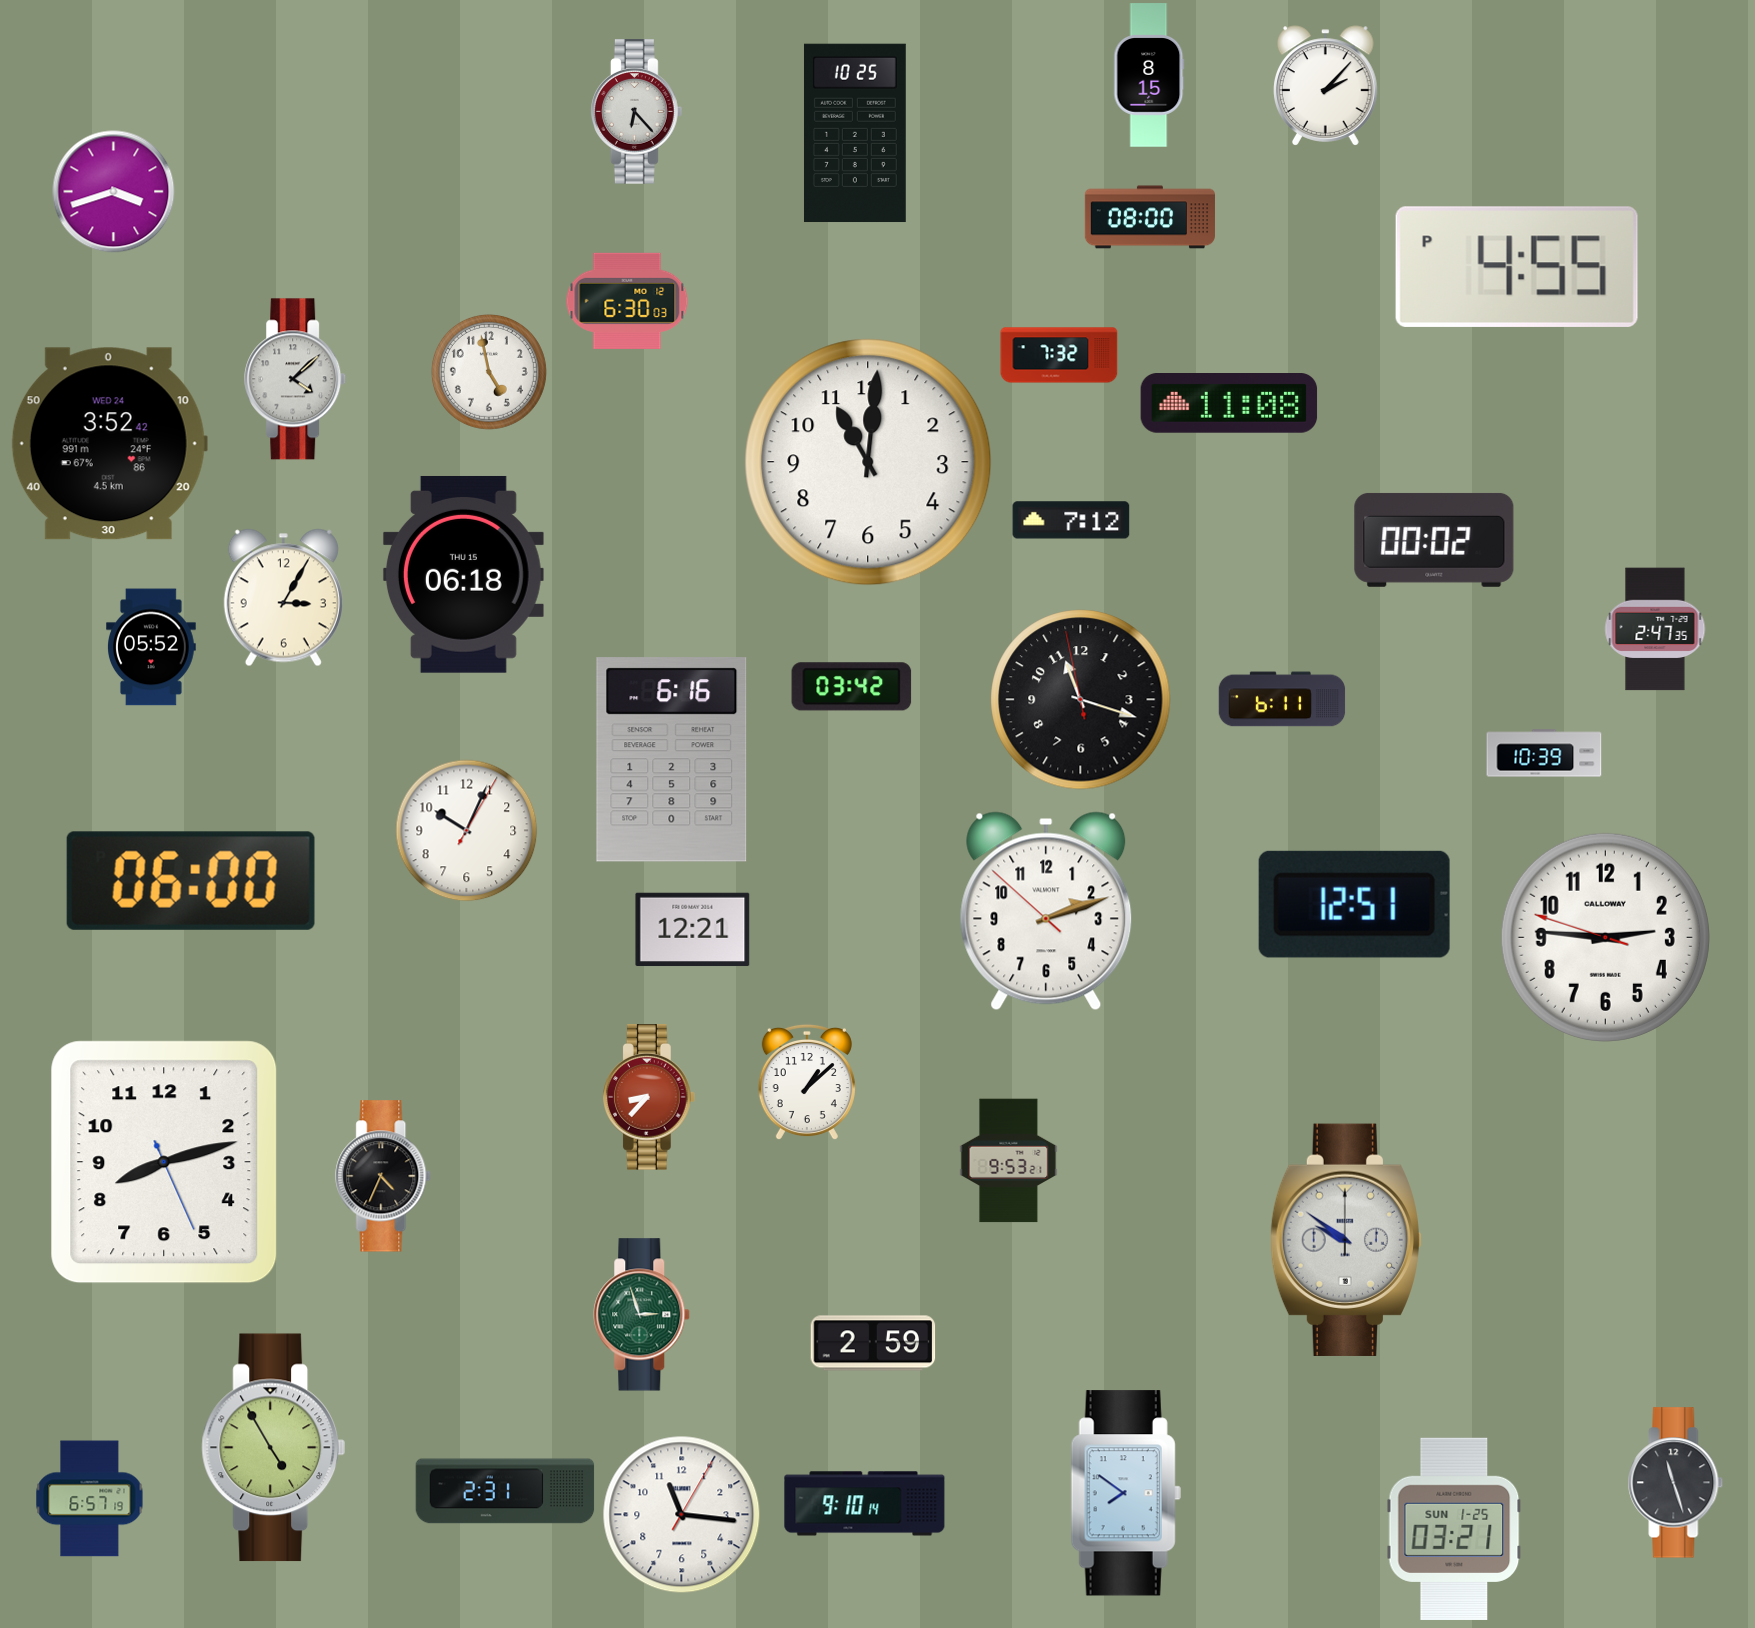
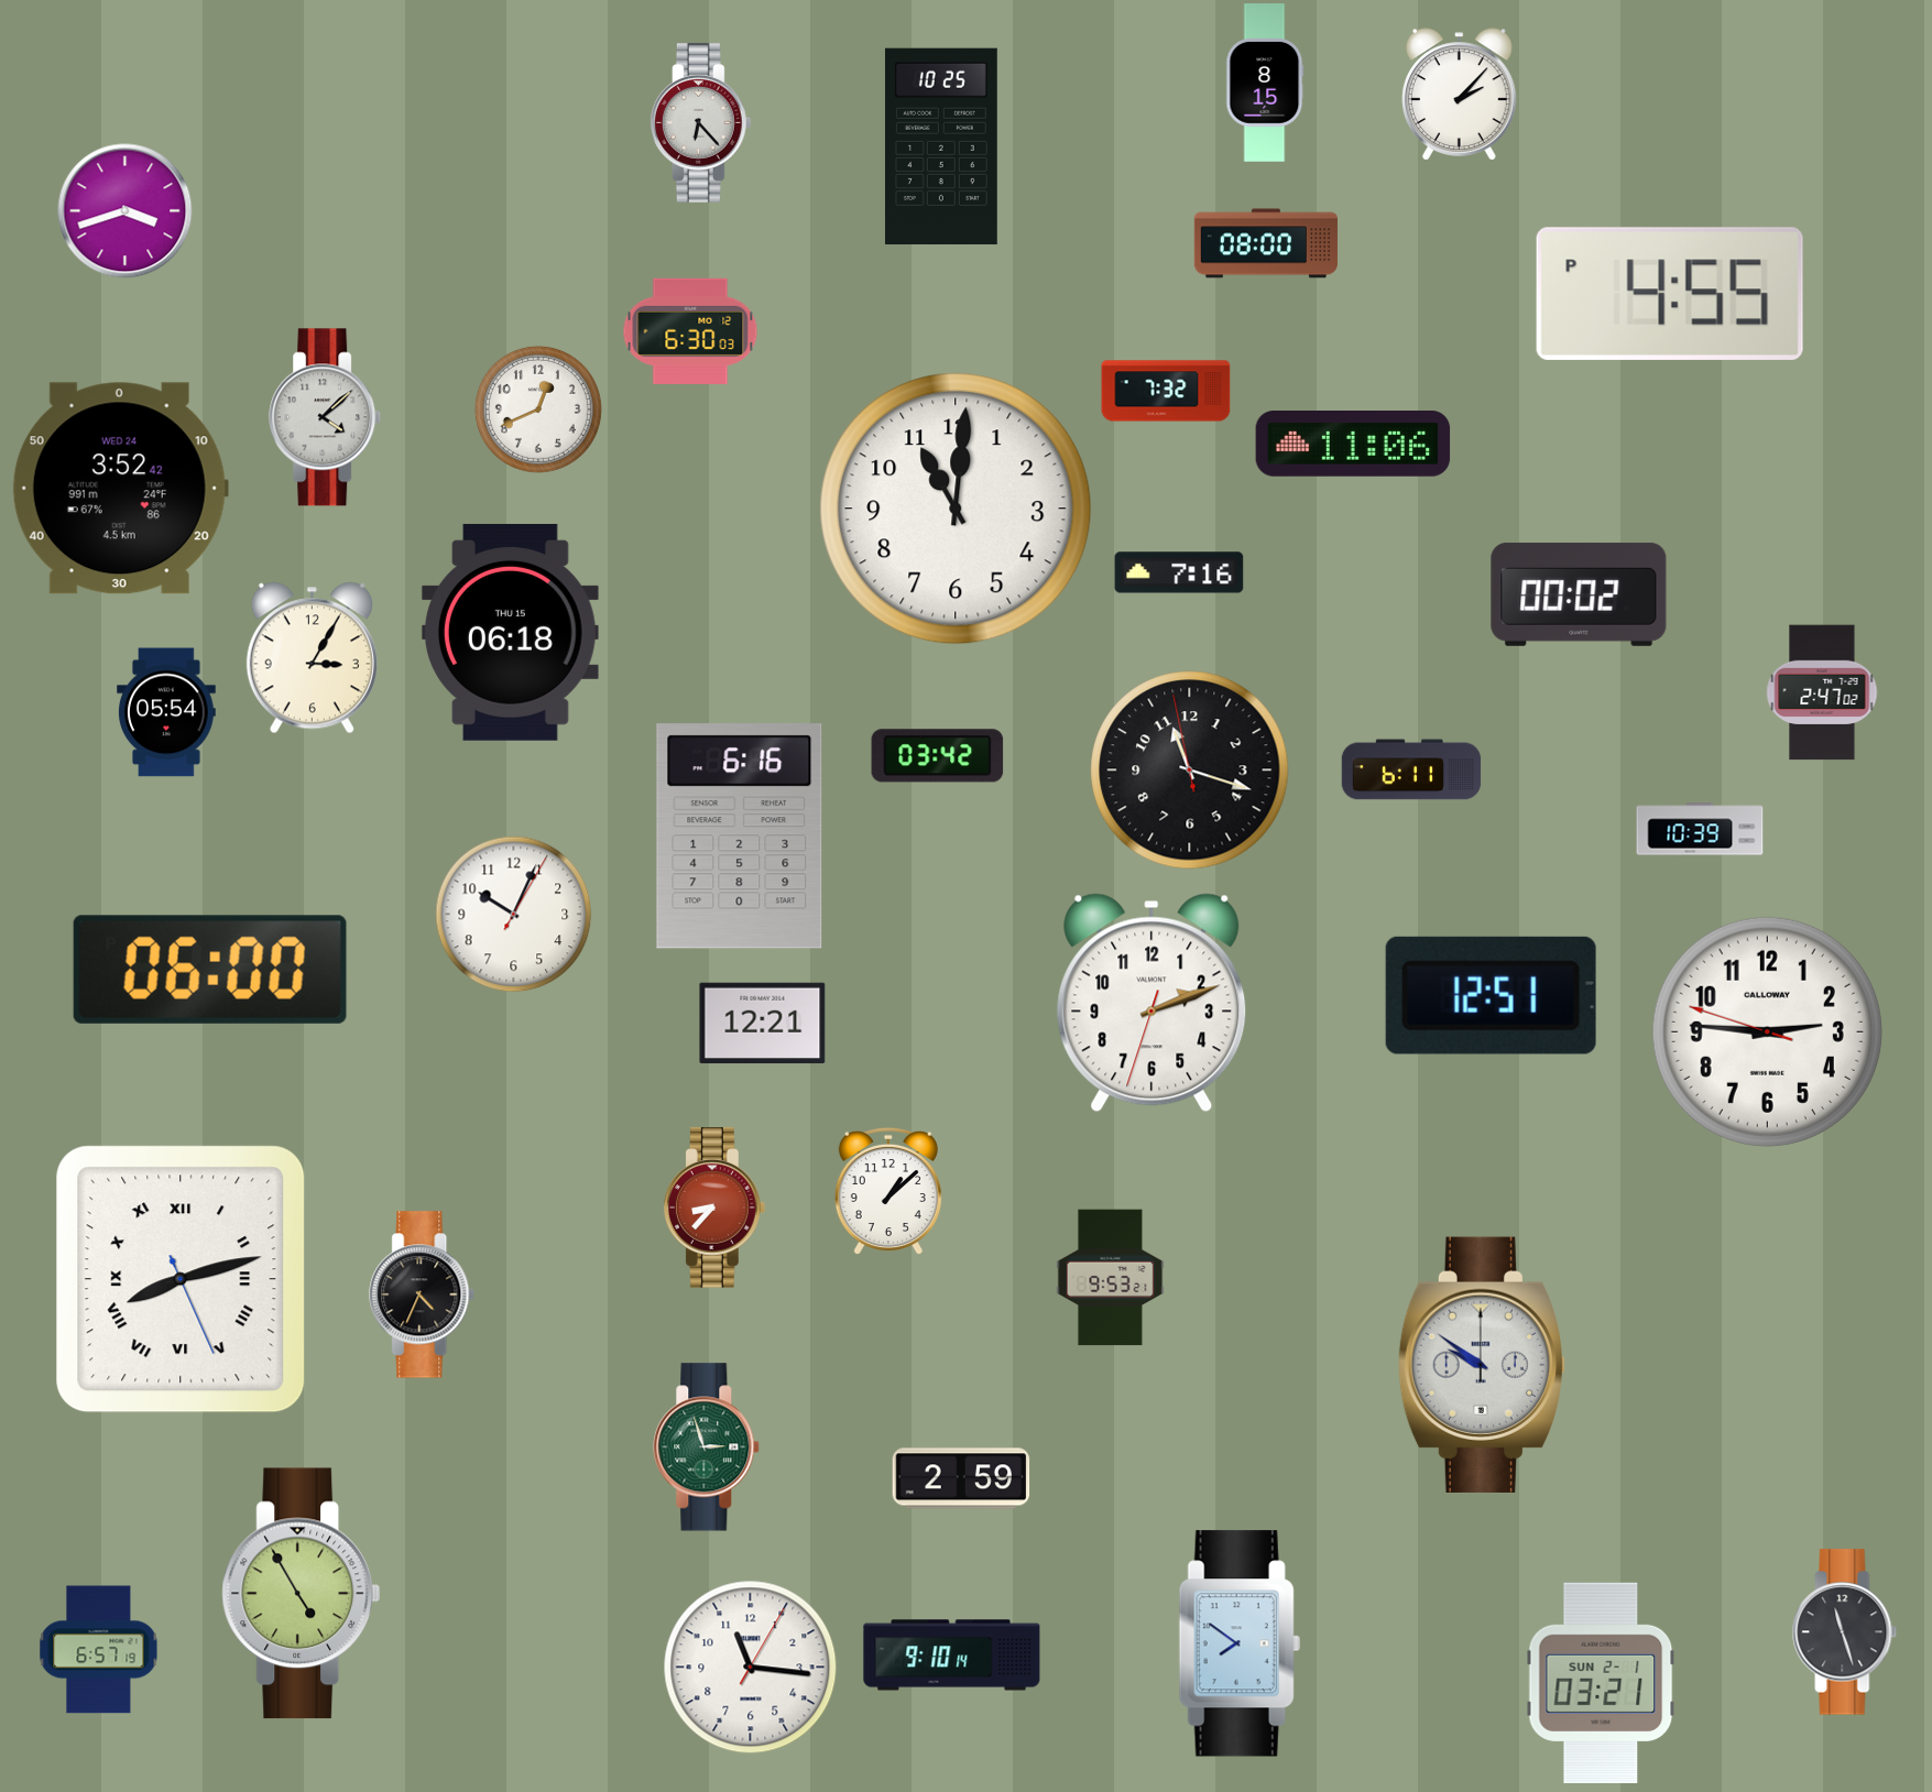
clock at (1150, 217) position: (1150, 217) -> (1266, 243)
clock at (489, 372): 4:58 -> 12:41
clock at (1229, 404): 11:08 -> 11:06
clock at (1071, 520): 7:12 -> 7:16
clock at (1655, 629): 2:47:35 -> 2:47:02
clock at (152, 647): 05:52 -> 05:54
clock at (1046, 911): 2:11:52 -> 2:11:33
clock at (164, 1162) numerals: Arabic -> Roman
clock at (505, 1491): 2:31 -> none
clock at (1454, 1529) date: SUN 1-25 -> SUN 2-1
